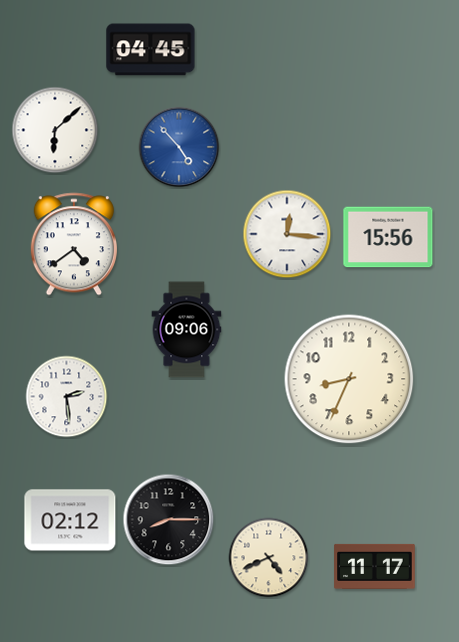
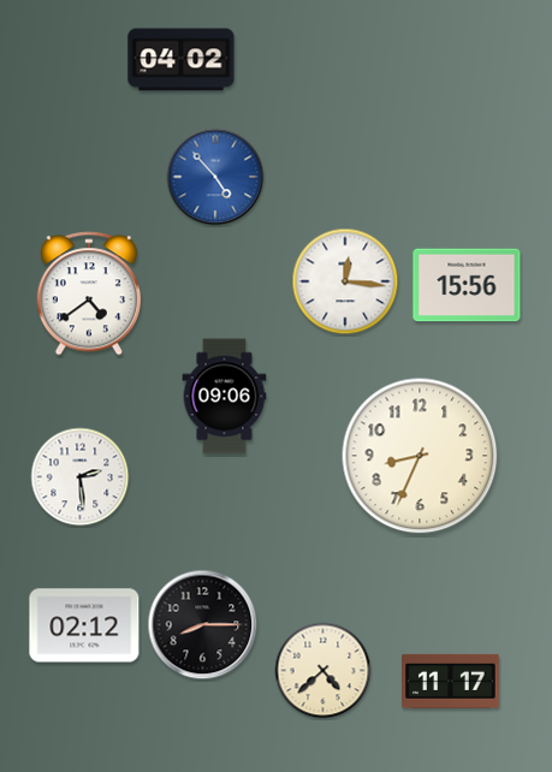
clock at (151, 50): 04:45 -> 04:02
clock at (55, 130): 6:08 -> none
clock at (269, 558): 4:41 -> 4:38
